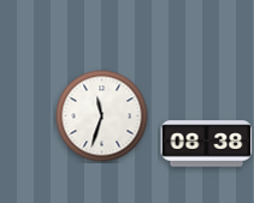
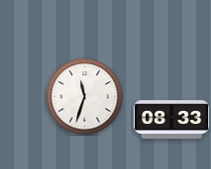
clock at (207, 144): 08:38 -> 08:33
